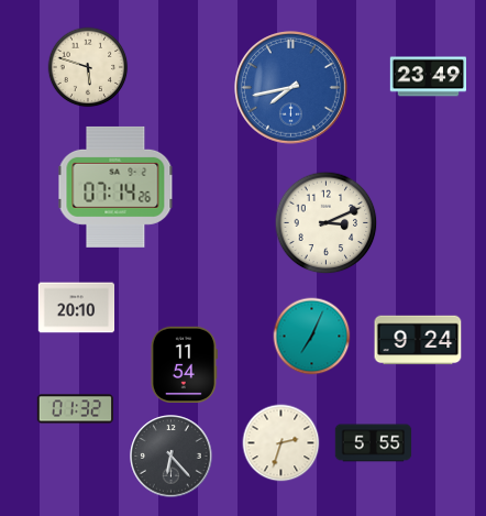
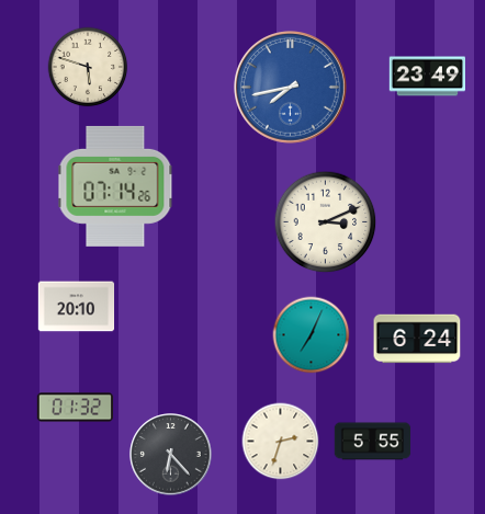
clock at (418, 340): 9:24 -> 6:24
clock at (184, 364): 11:54 -> none
